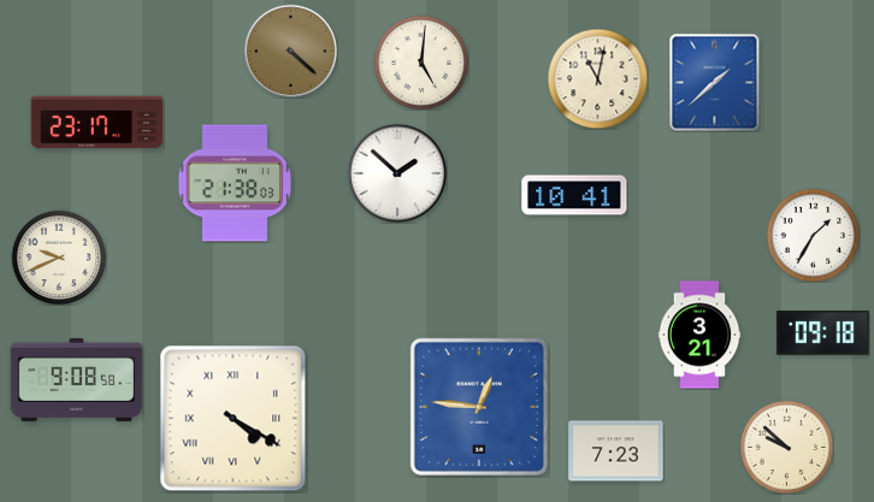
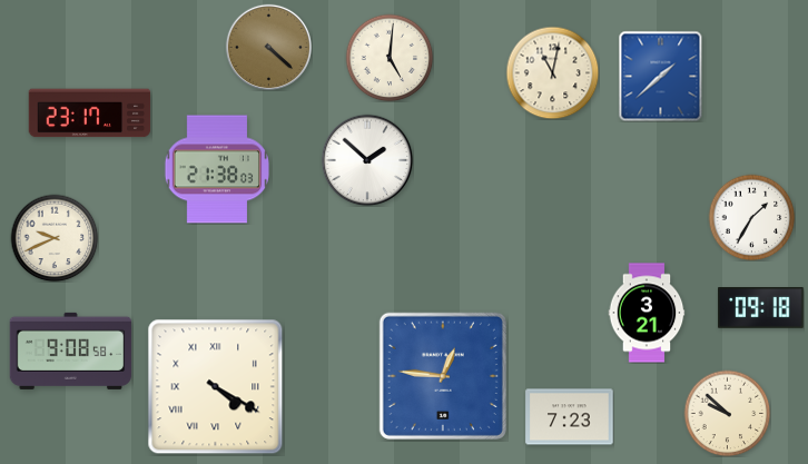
clock at (574, 195): 10:41 -> none
clock at (699, 335) position: (699, 335) -> (647, 313)
